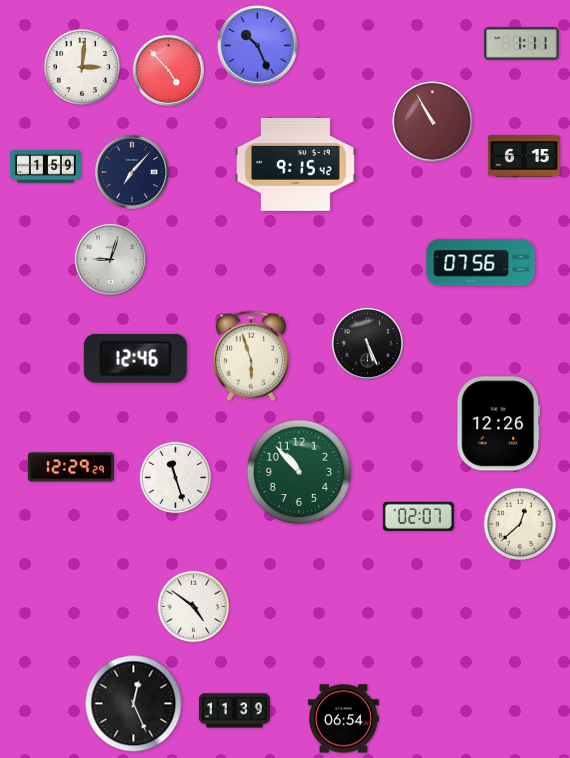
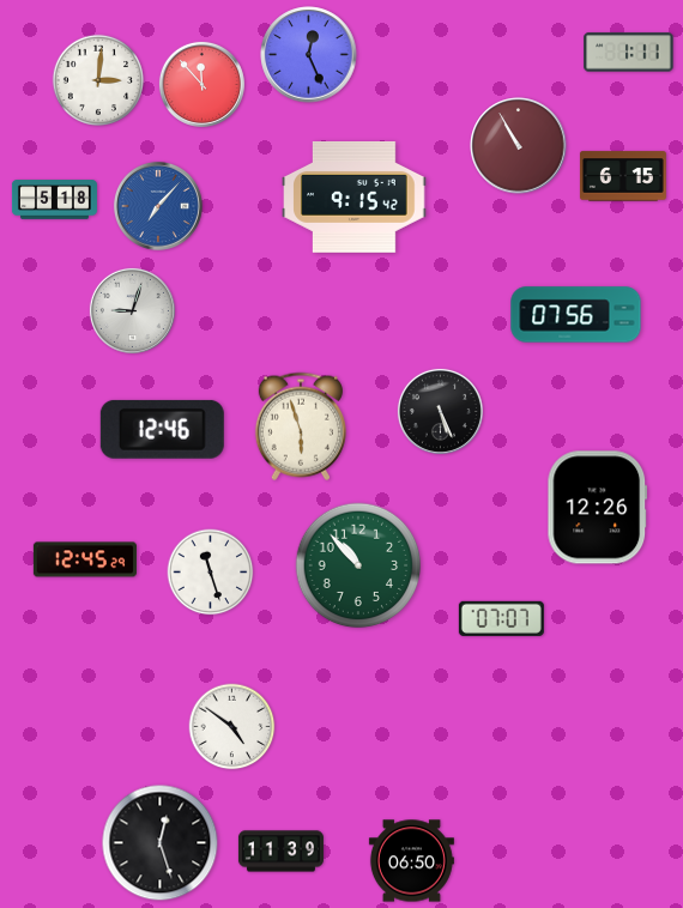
clock at (522, 44) position: (522, 44) -> (629, 53)
clock at (258, 46): 10:26 -> 12:26
clock at (168, 70): 4:53 -> 11:53
clock at (524, 156) position: (524, 156) -> (623, 176)
clock at (45, 167): 1:59 -> 5:18
clock at (132, 172) dial: navy -> blue
clock at (71, 467): 12:29 -> 12:45
clock at (418, 516): 02:07 -> 07:07
clock at (520, 524): 12:38 -> none
clock at (134, 704): 12:26 -> 12:27
clock at (343, 719): 06:54 -> 06:50
